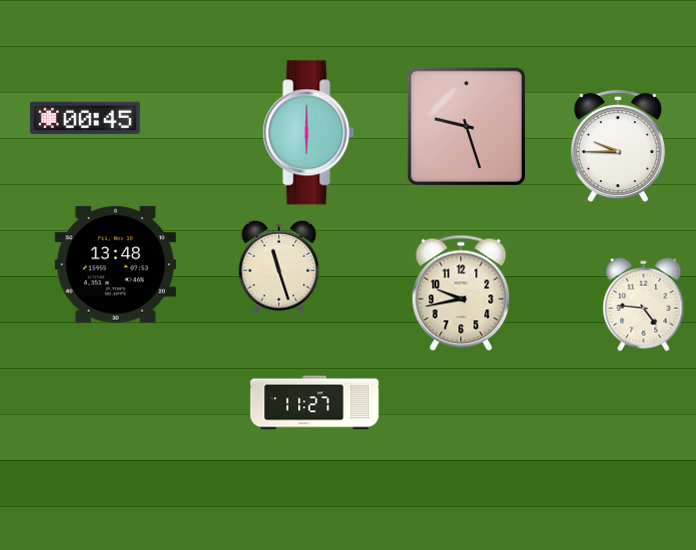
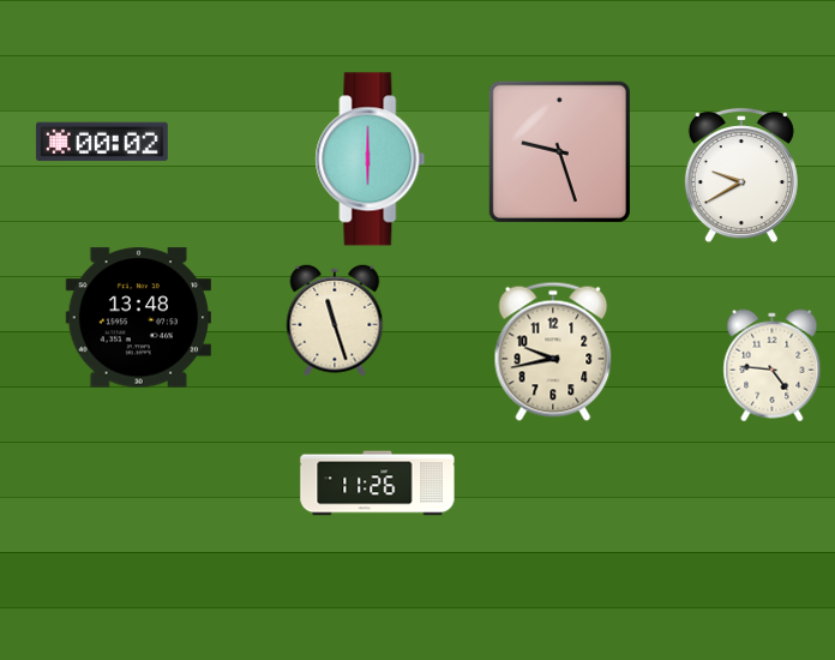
clock at (85, 118): 00:45 -> 00:02
clock at (618, 147): 9:45 -> 9:40
clock at (315, 403): 11:27 -> 11:26
